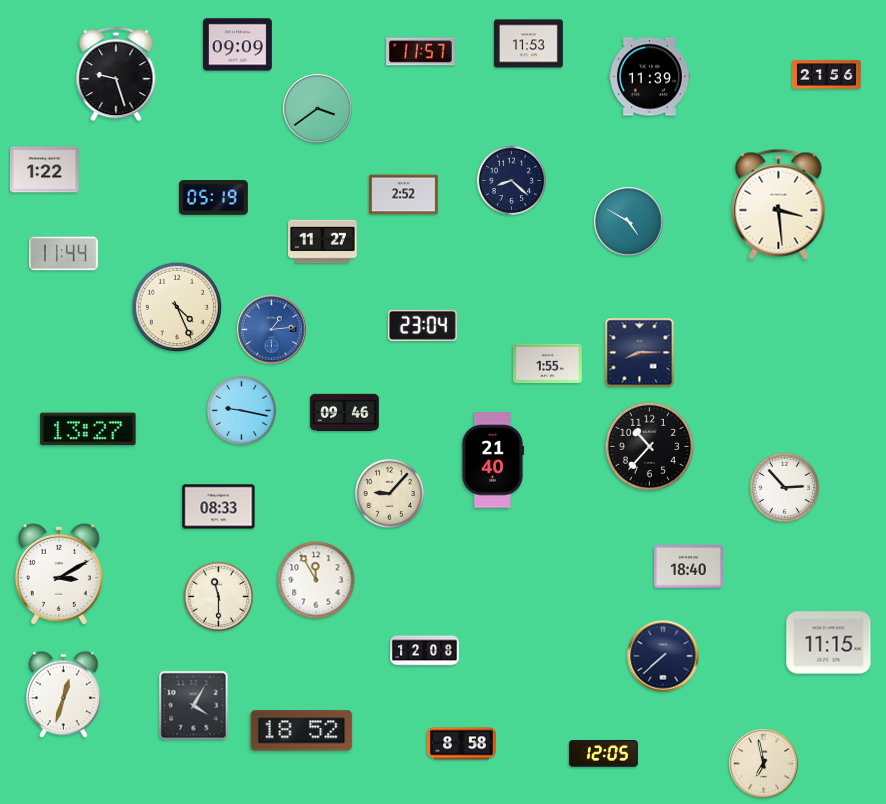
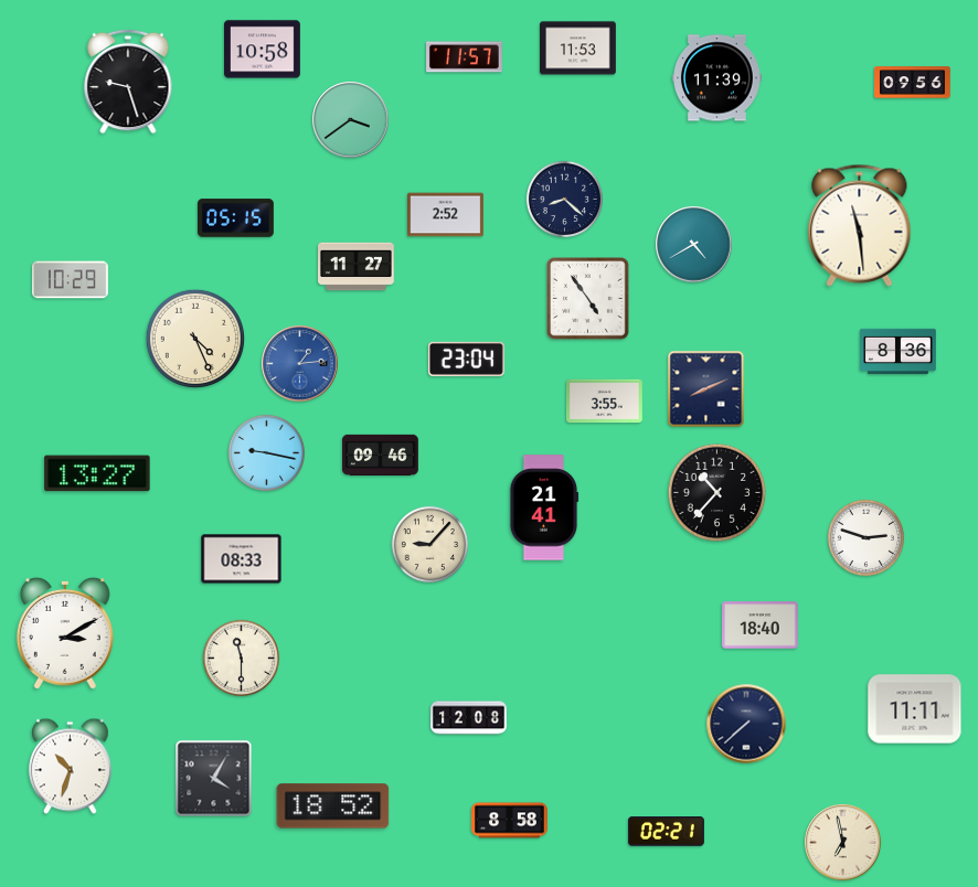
clock at (529, 44) position: (529, 44) -> (578, 49)
clock at (238, 45): 09:09 -> 10:58
clock at (827, 75): 21:56 -> 09:56
clock at (649, 77) position: (649, 77) -> (716, 78)
clock at (45, 170): 1:22 -> none
clock at (214, 198): 05:19 -> 05:15
clock at (779, 204): 3:29 -> 11:29
clock at (629, 222): 4:50 -> 4:40
clock at (64, 254): 11:44 -> 10:29
clock at (588, 299): none -> 4:54
clock at (899, 352): none -> 8:36
clock at (640, 353): 8:15 -> 8:11
clock at (548, 364): 1:55 -> 3:55
clock at (493, 460): 21:40 -> 21:41
clock at (784, 487): 2:53 -> 2:48
clock at (316, 580): 11:55 -> none
clock at (829, 643): 11:15 -> 11:11
clock at (663, 656) position: (663, 656) -> (746, 724)
clock at (64, 695): 12:33 -> 10:33
clock at (604, 754): 12:05 -> 02:21
